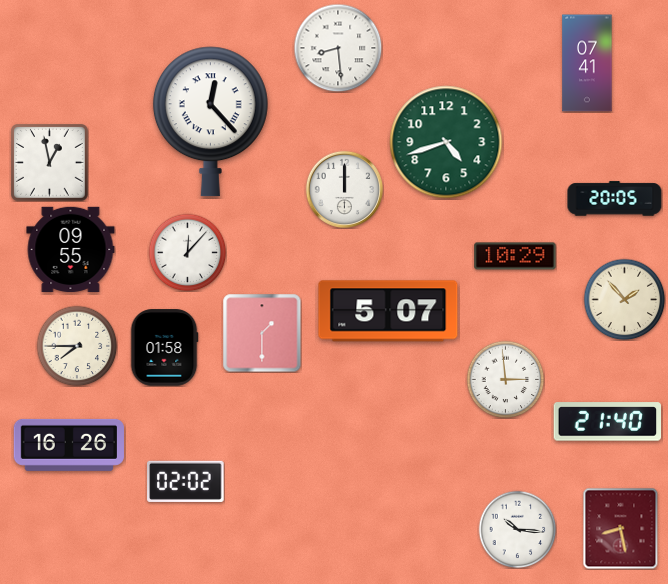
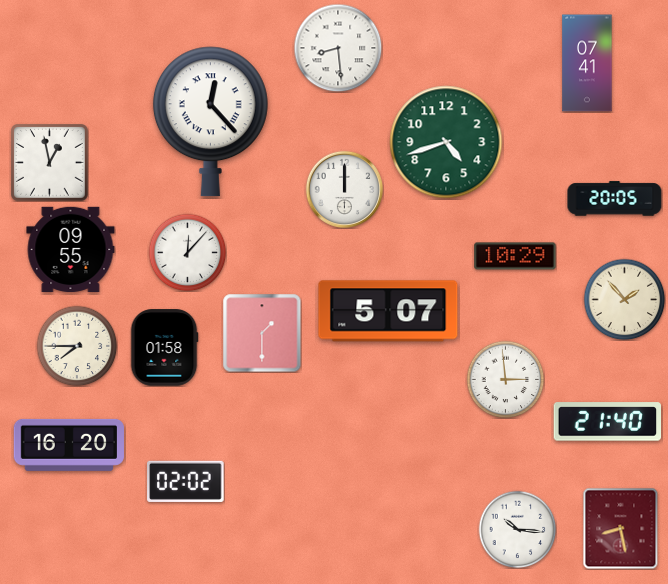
clock at (68, 445): 16:26 -> 16:20
